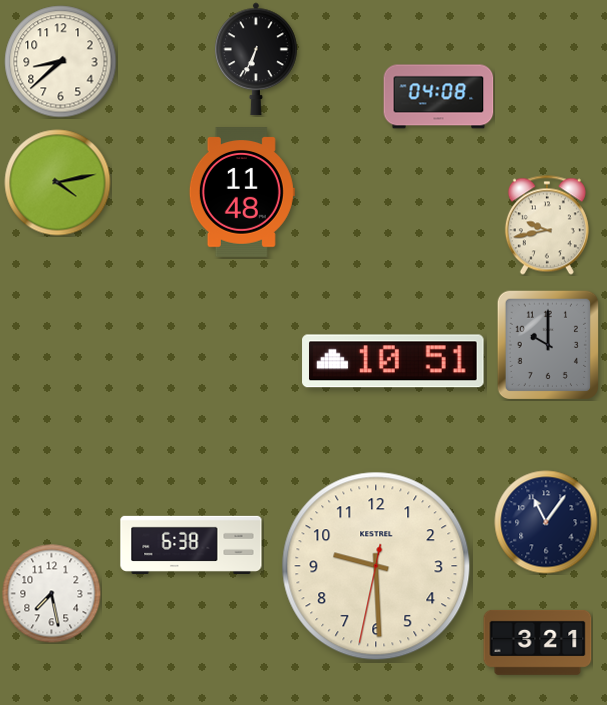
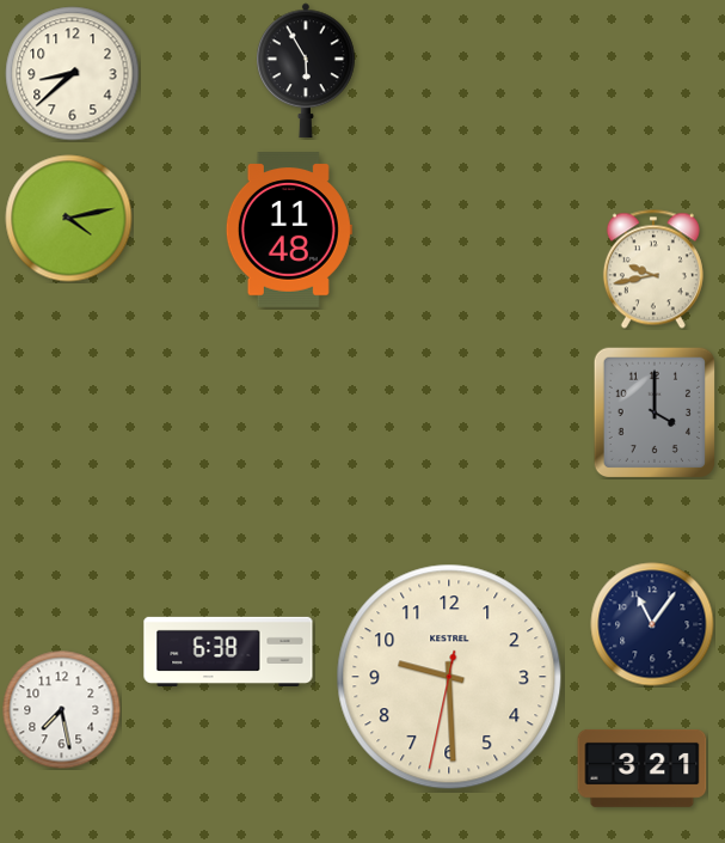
clock at (257, 59): 6:34 -> 5:55
clock at (439, 97): 04:08 -> none
clock at (547, 344): 10:00 -> 4:00
clock at (393, 361): 10:51 -> none
